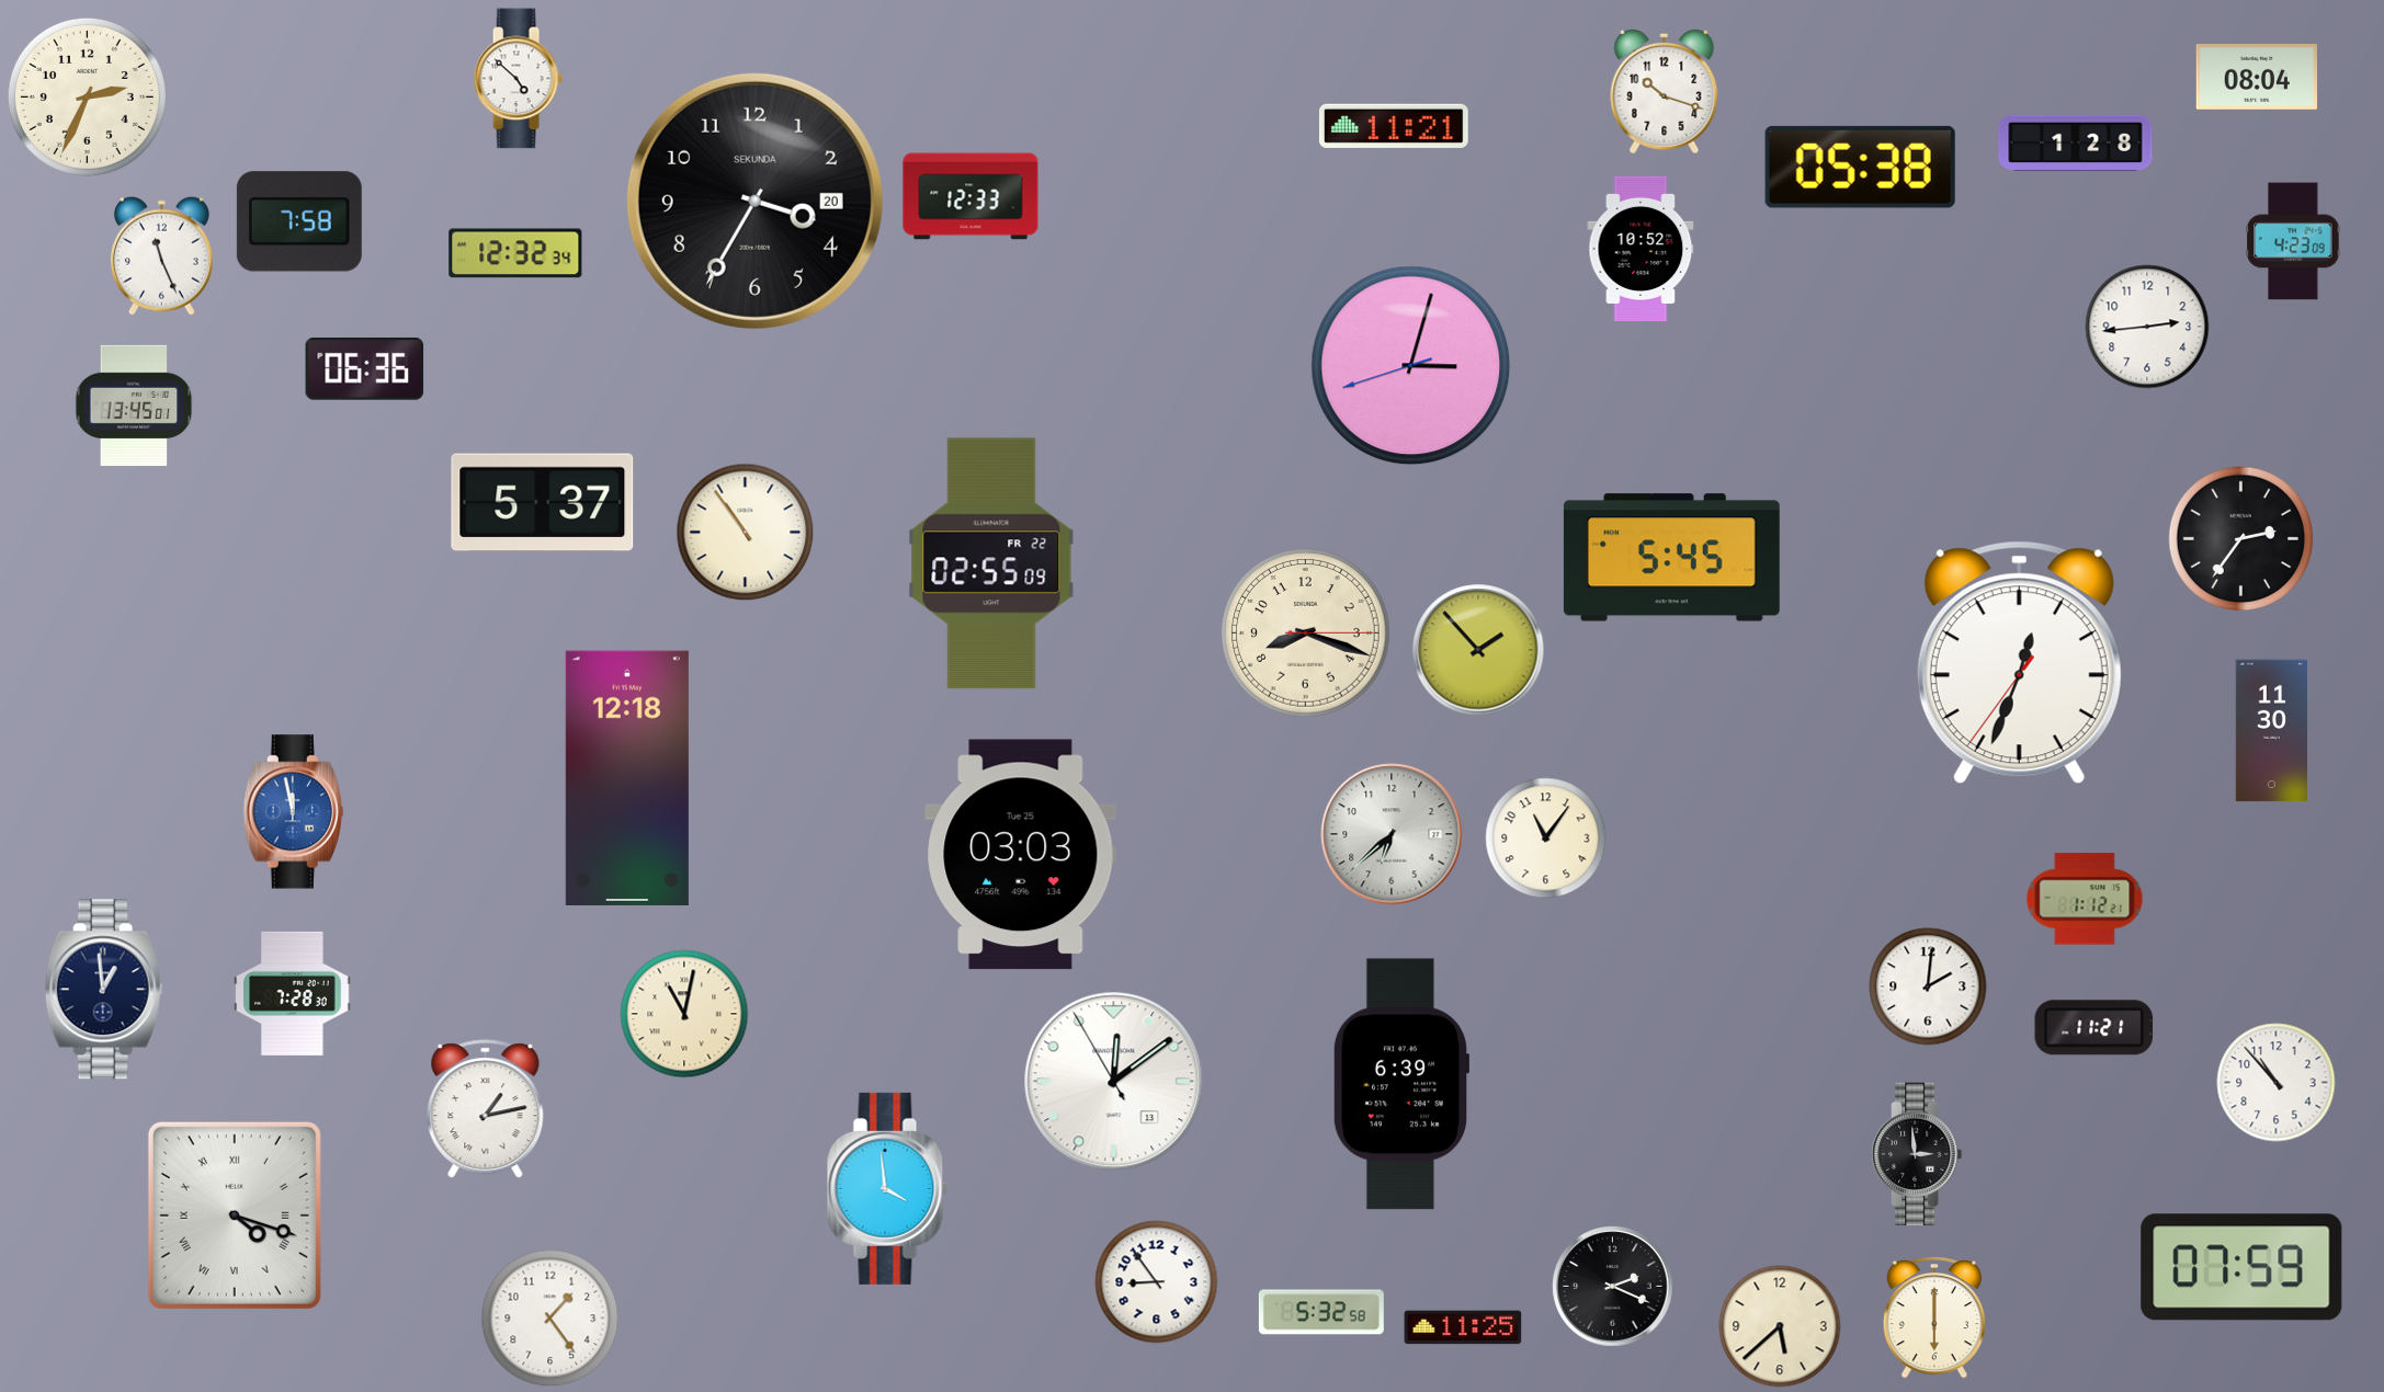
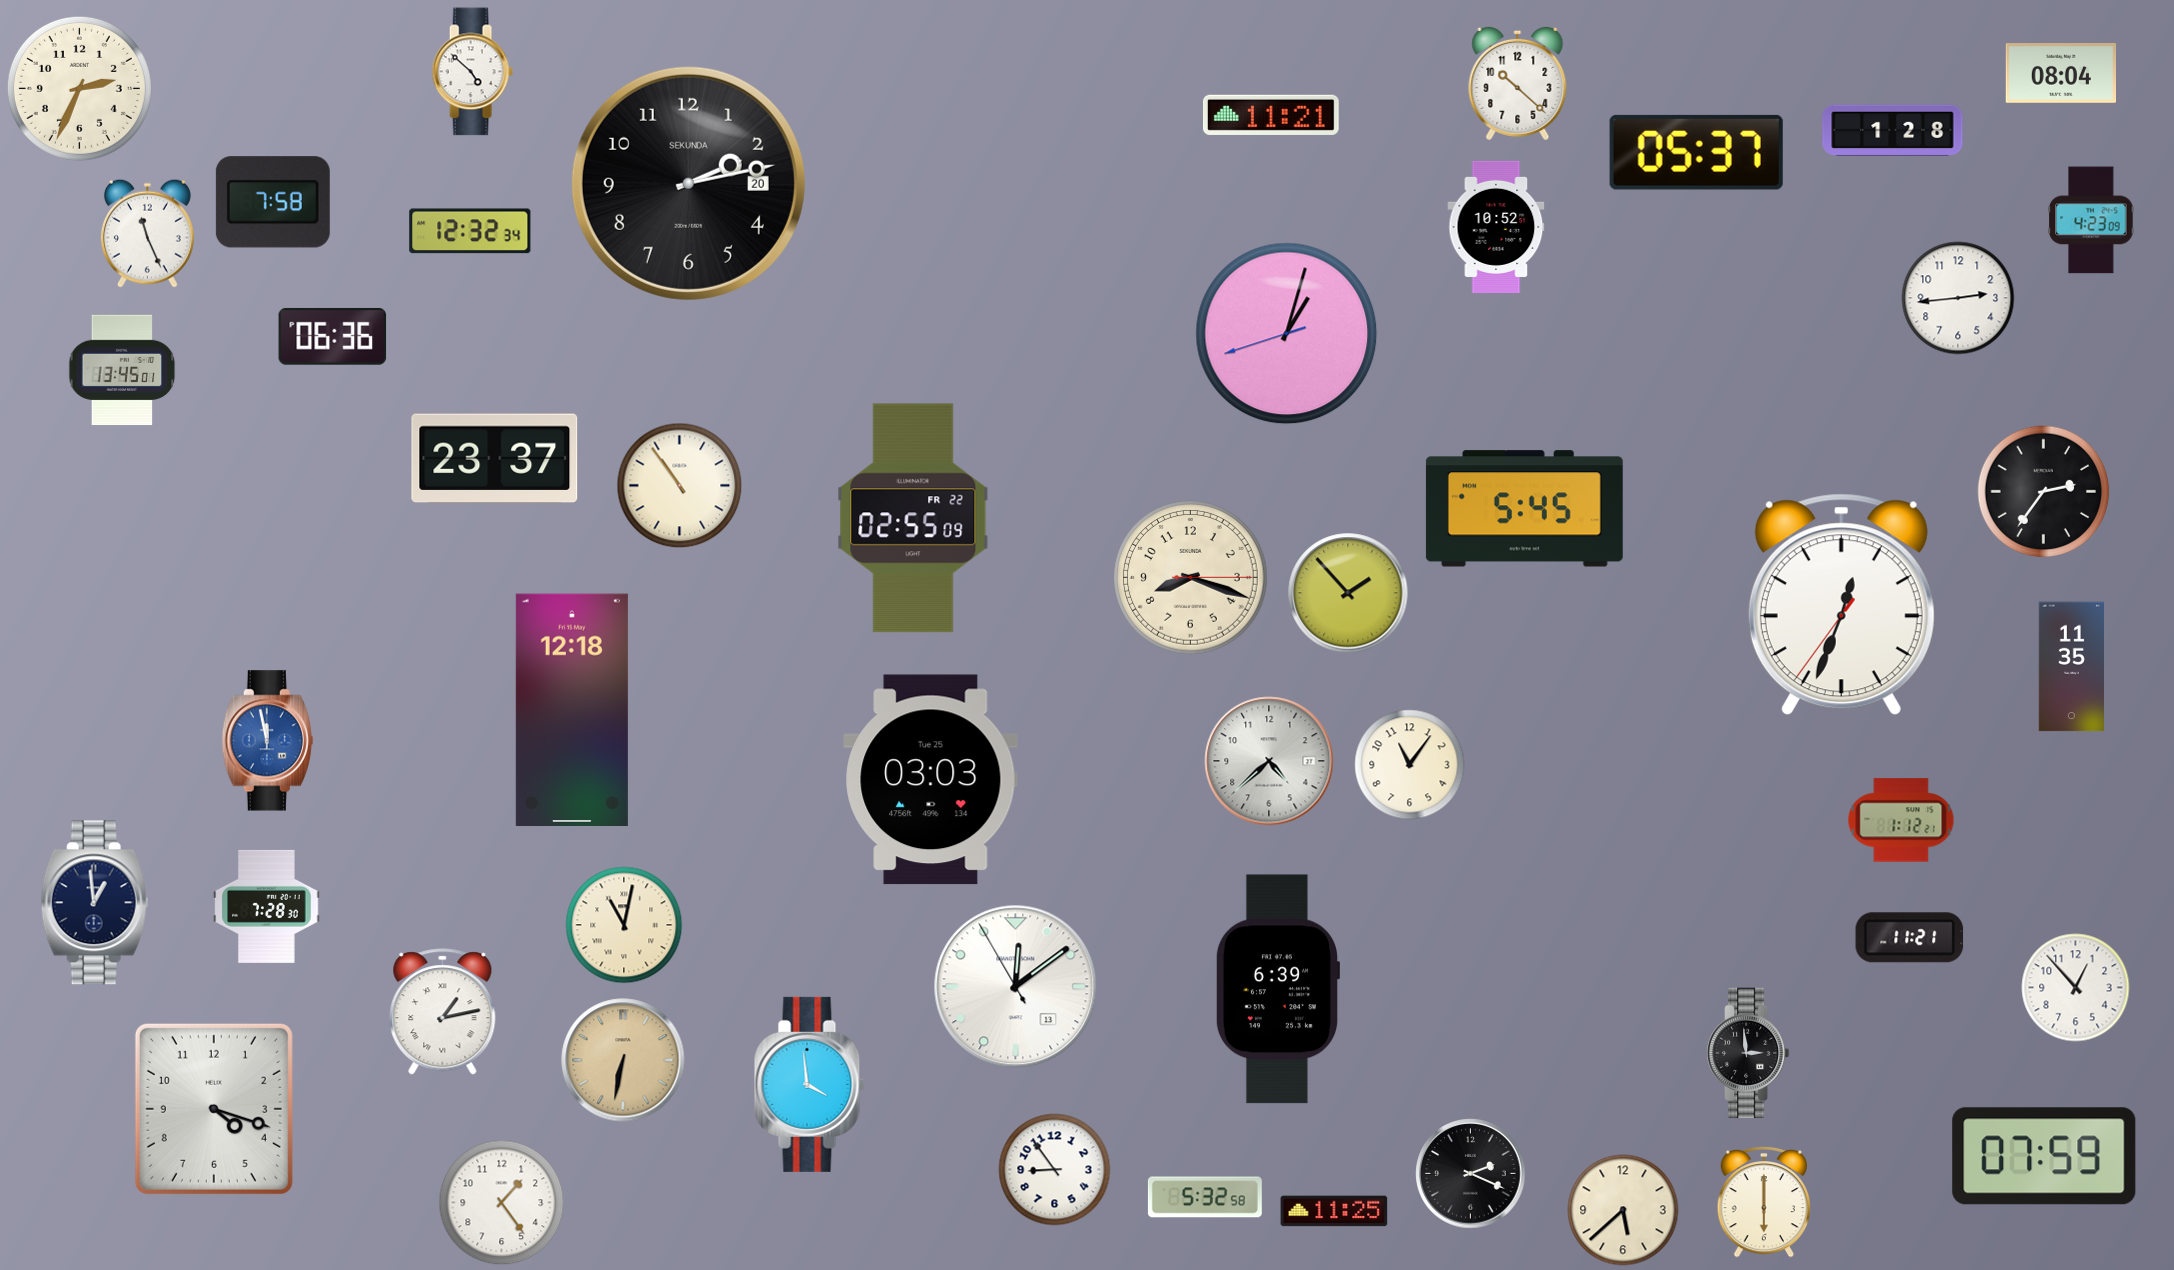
clock at (2256, 78) position: (2256, 78) -> (2060, 74)
clock at (1665, 91): 10:18 -> 10:22
clock at (1860, 167): 05:38 -> 05:37
clock at (970, 196): 12:33 -> none
clock at (754, 201): 3:35 -> 2:13
clock at (1411, 366): 3:02 -> 1:02
clock at (543, 502): 5:37 -> 23:37
clock at (991, 563) position: (991, 563) -> (913, 518)
clock at (2271, 731): 11:30 -> 11:35
clock at (1392, 834): 6:38 -> 4:38
clock at (1928, 986): 2:01 -> none
clock at (2277, 1083): 10:53 -> 12:53
clock at (623, 1060): none -> 6:32
clock at (235, 1216) numerals: Roman -> Arabic
